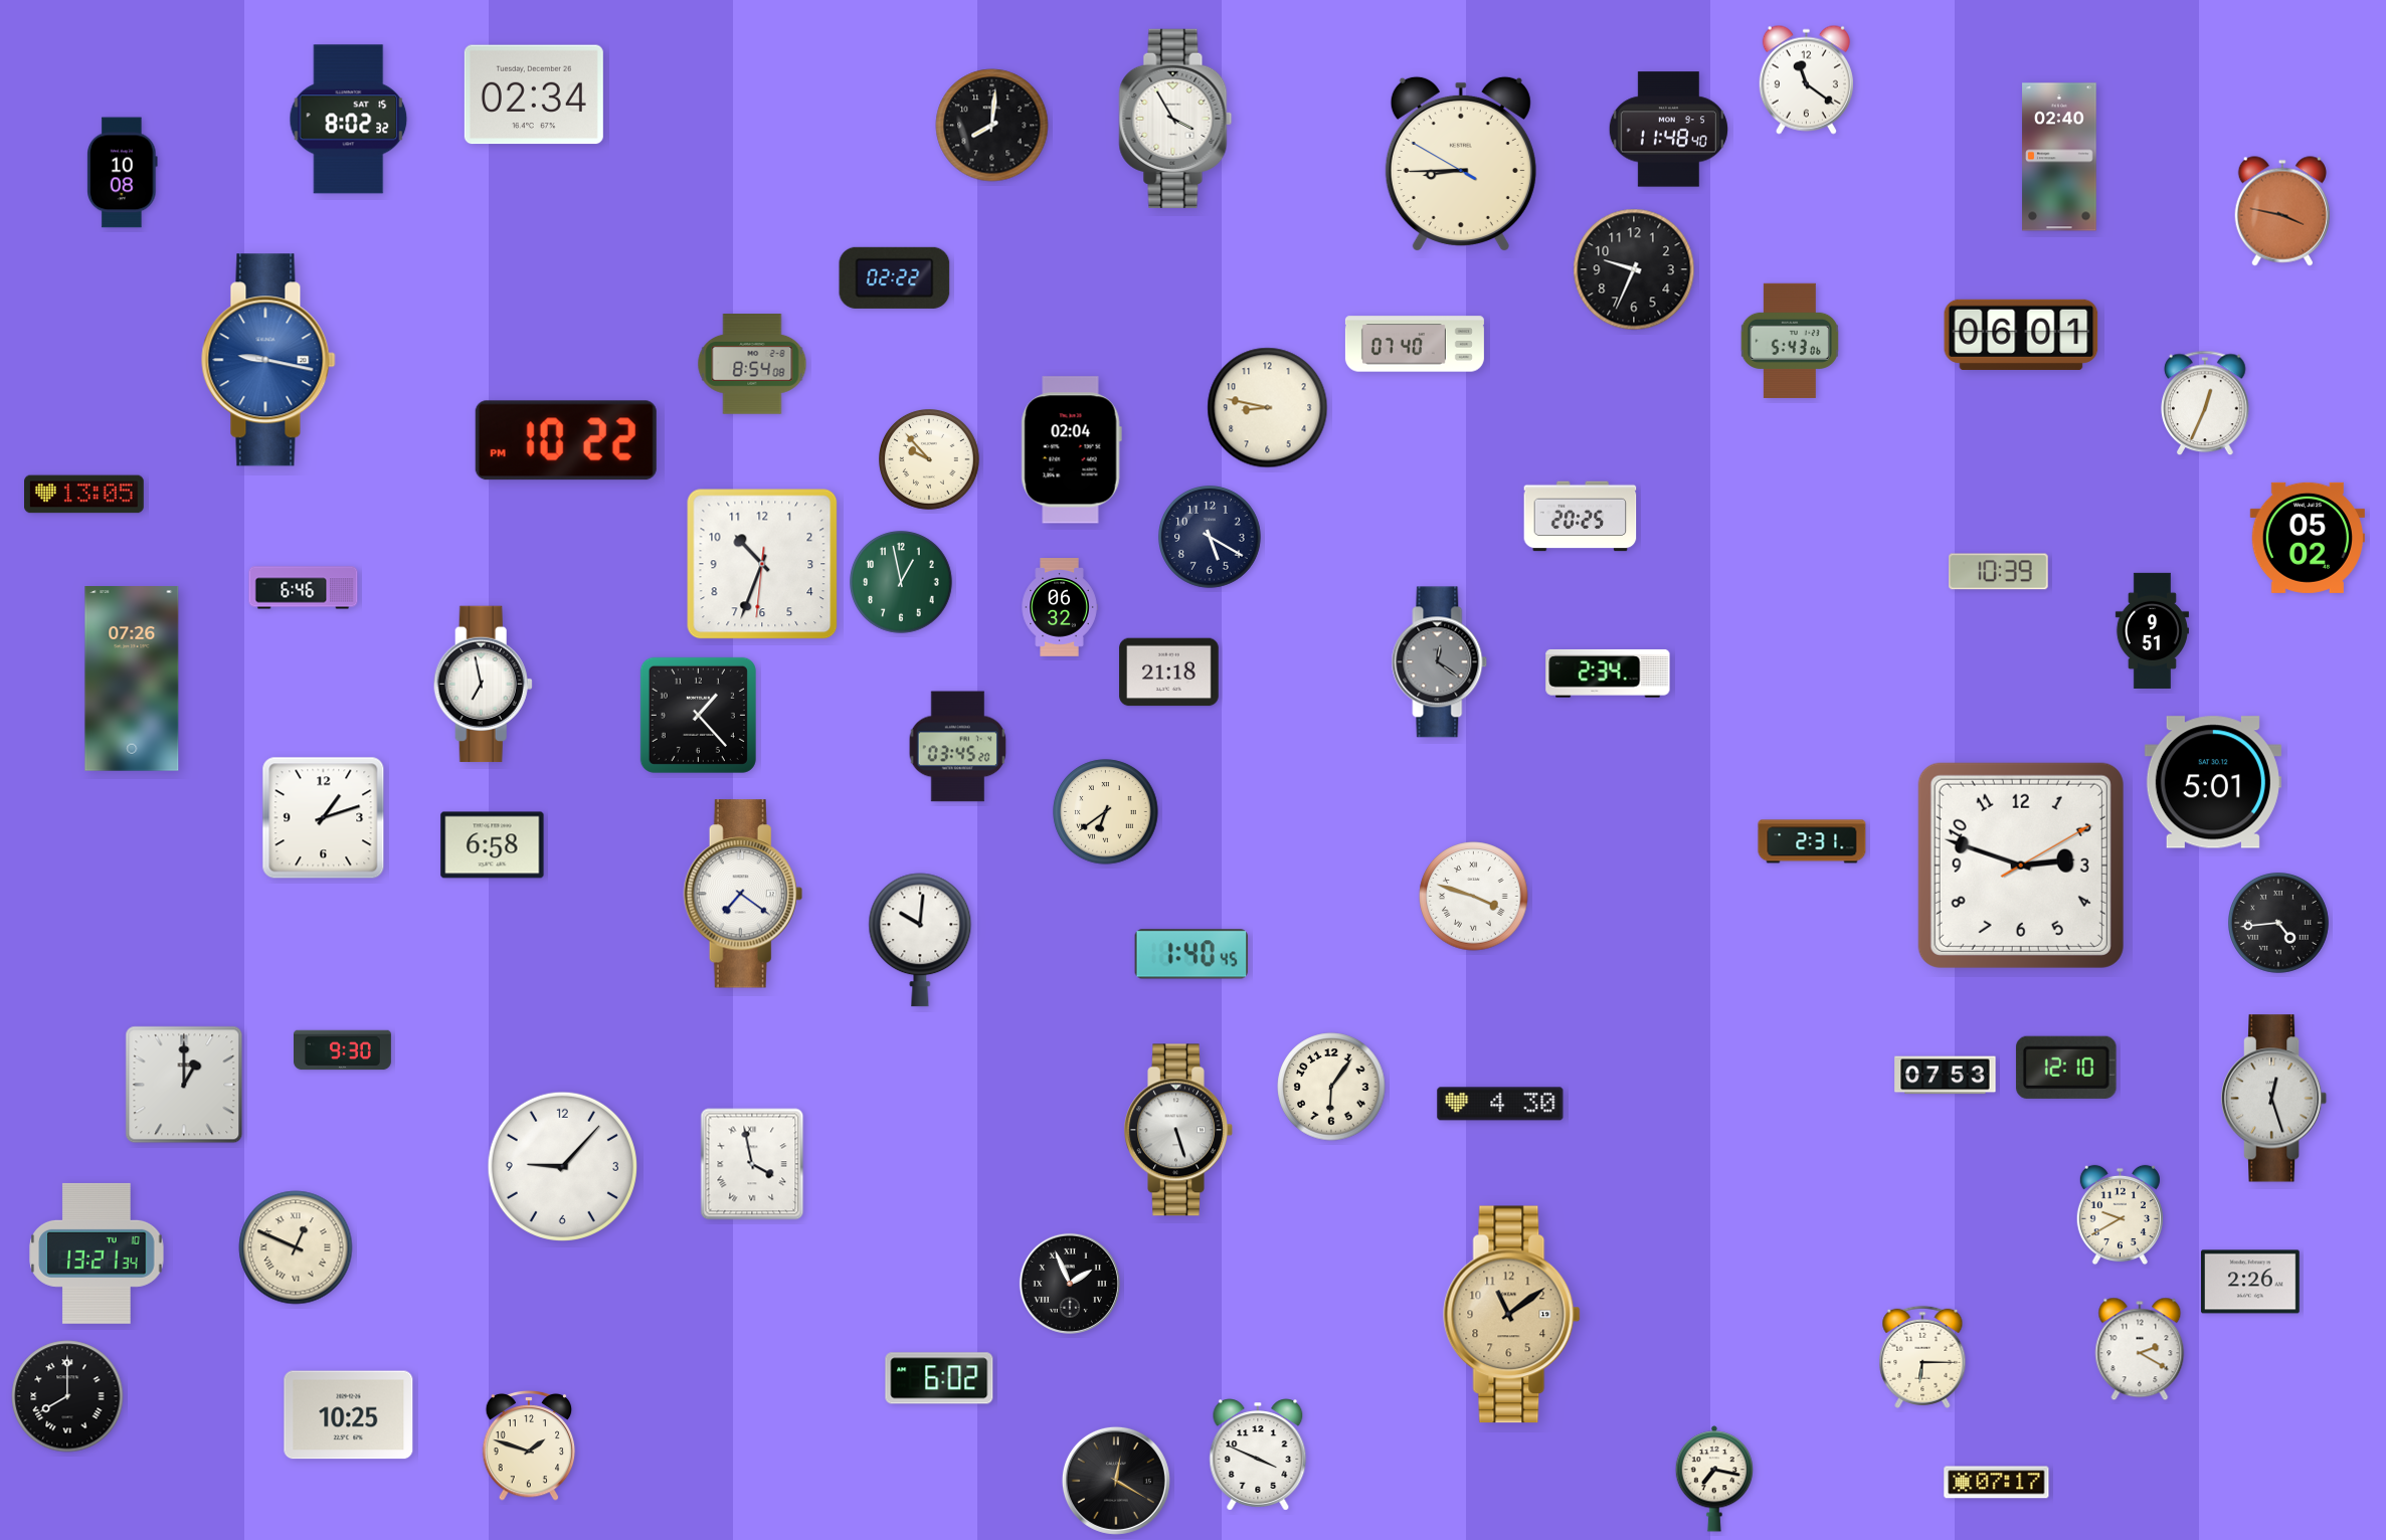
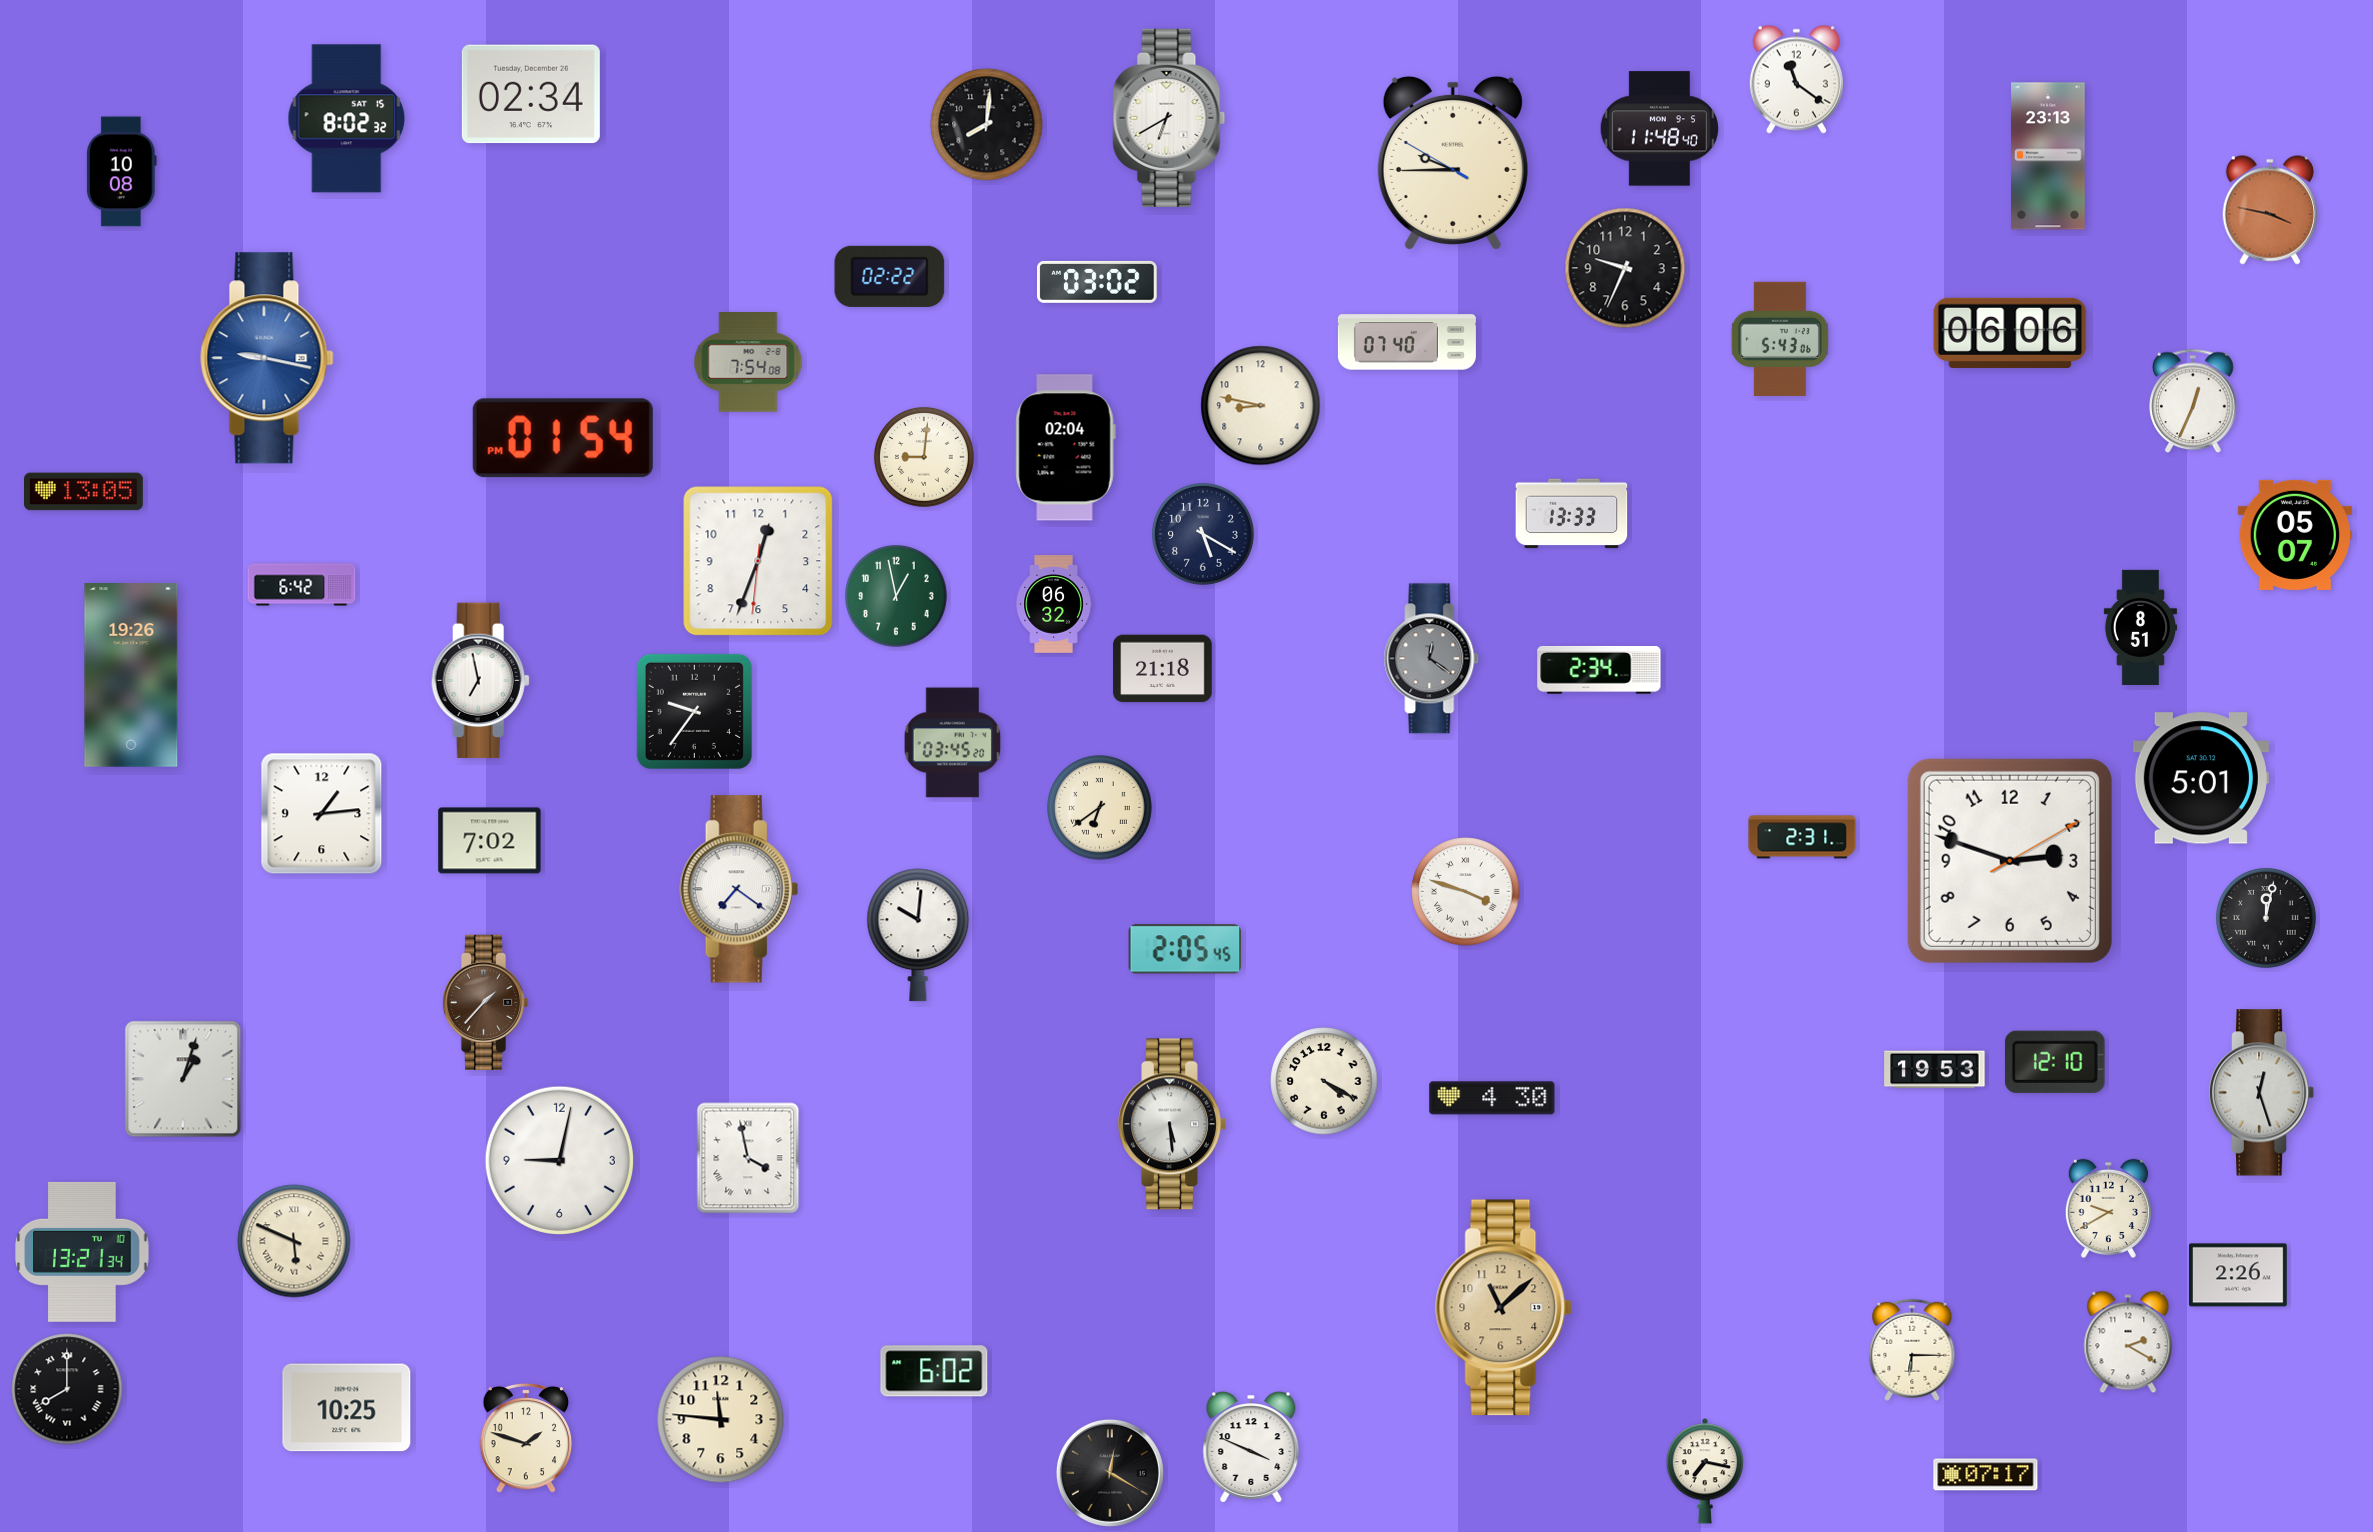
clock at (1175, 119): 3:55 -> 6:40
clock at (2059, 157): 02:40 -> 23:13
clock at (1461, 163): 8:44 -> 9:44
clock at (1097, 282): none -> 03:02
clock at (2021, 335): 06:01 -> 06:06
clock at (752, 364): 8:54 -> 7:54
clock at (566, 440): 10:22 -> 01:54
clock at (930, 460): 9:53 -> 9:01
clock at (1581, 517): 20:25 -> 13:33
clock at (2308, 538): 05:02 -> 05:07
clock at (762, 564): 10:33 -> 12:33
clock at (1999, 572): 10:39 -> none
clock at (902, 583) position: (902, 583) -> (897, 597)
clock at (304, 588): 6:46 -> 6:42
clock at (2152, 630): 9:51 -> 8:51
clock at (132, 680): 07:26 -> 19:26
clock at (698, 715): 1:23 -> 9:36
clock at (324, 818): 1:12 -> 1:14
clock at (493, 845): 6:58 -> 7:02
clock at (2279, 924): 4:44 -> 12:02
clock at (920, 940) position: (920, 940) -> (918, 935)
clock at (1191, 954): 1:40 -> 2:05
clock at (485, 1002): none -> 1:37
clock at (343, 1050): 9:30 -> none
clock at (1946, 1076): 07:53 -> 19:53
clock at (184, 1085): 1:00 -> 1:03
clock at (1331, 1087): 6:06 -> 4:20
clock at (1178, 1130): 5:27 -> 5:29
clock at (562, 1166): 9:07 -> 9:02
clock at (296, 1247): 12:49 -> 5:49
clock at (97, 1254) position: (97, 1254) -> (82, 1252)
clock at (1070, 1284): 1:56 -> none
clock at (1512, 1315): 11:09 -> 11:08
clock at (721, 1420): none -> 11:46
